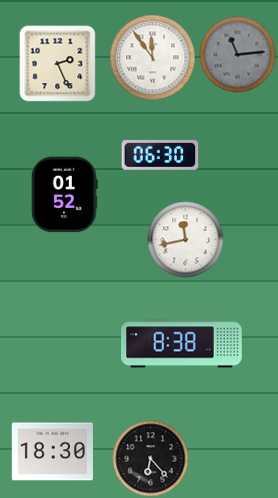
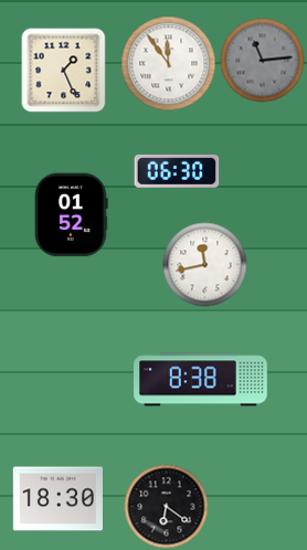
clock at (58, 64): 2:26 -> 1:26
clock at (151, 459): 6:23 -> 6:21
